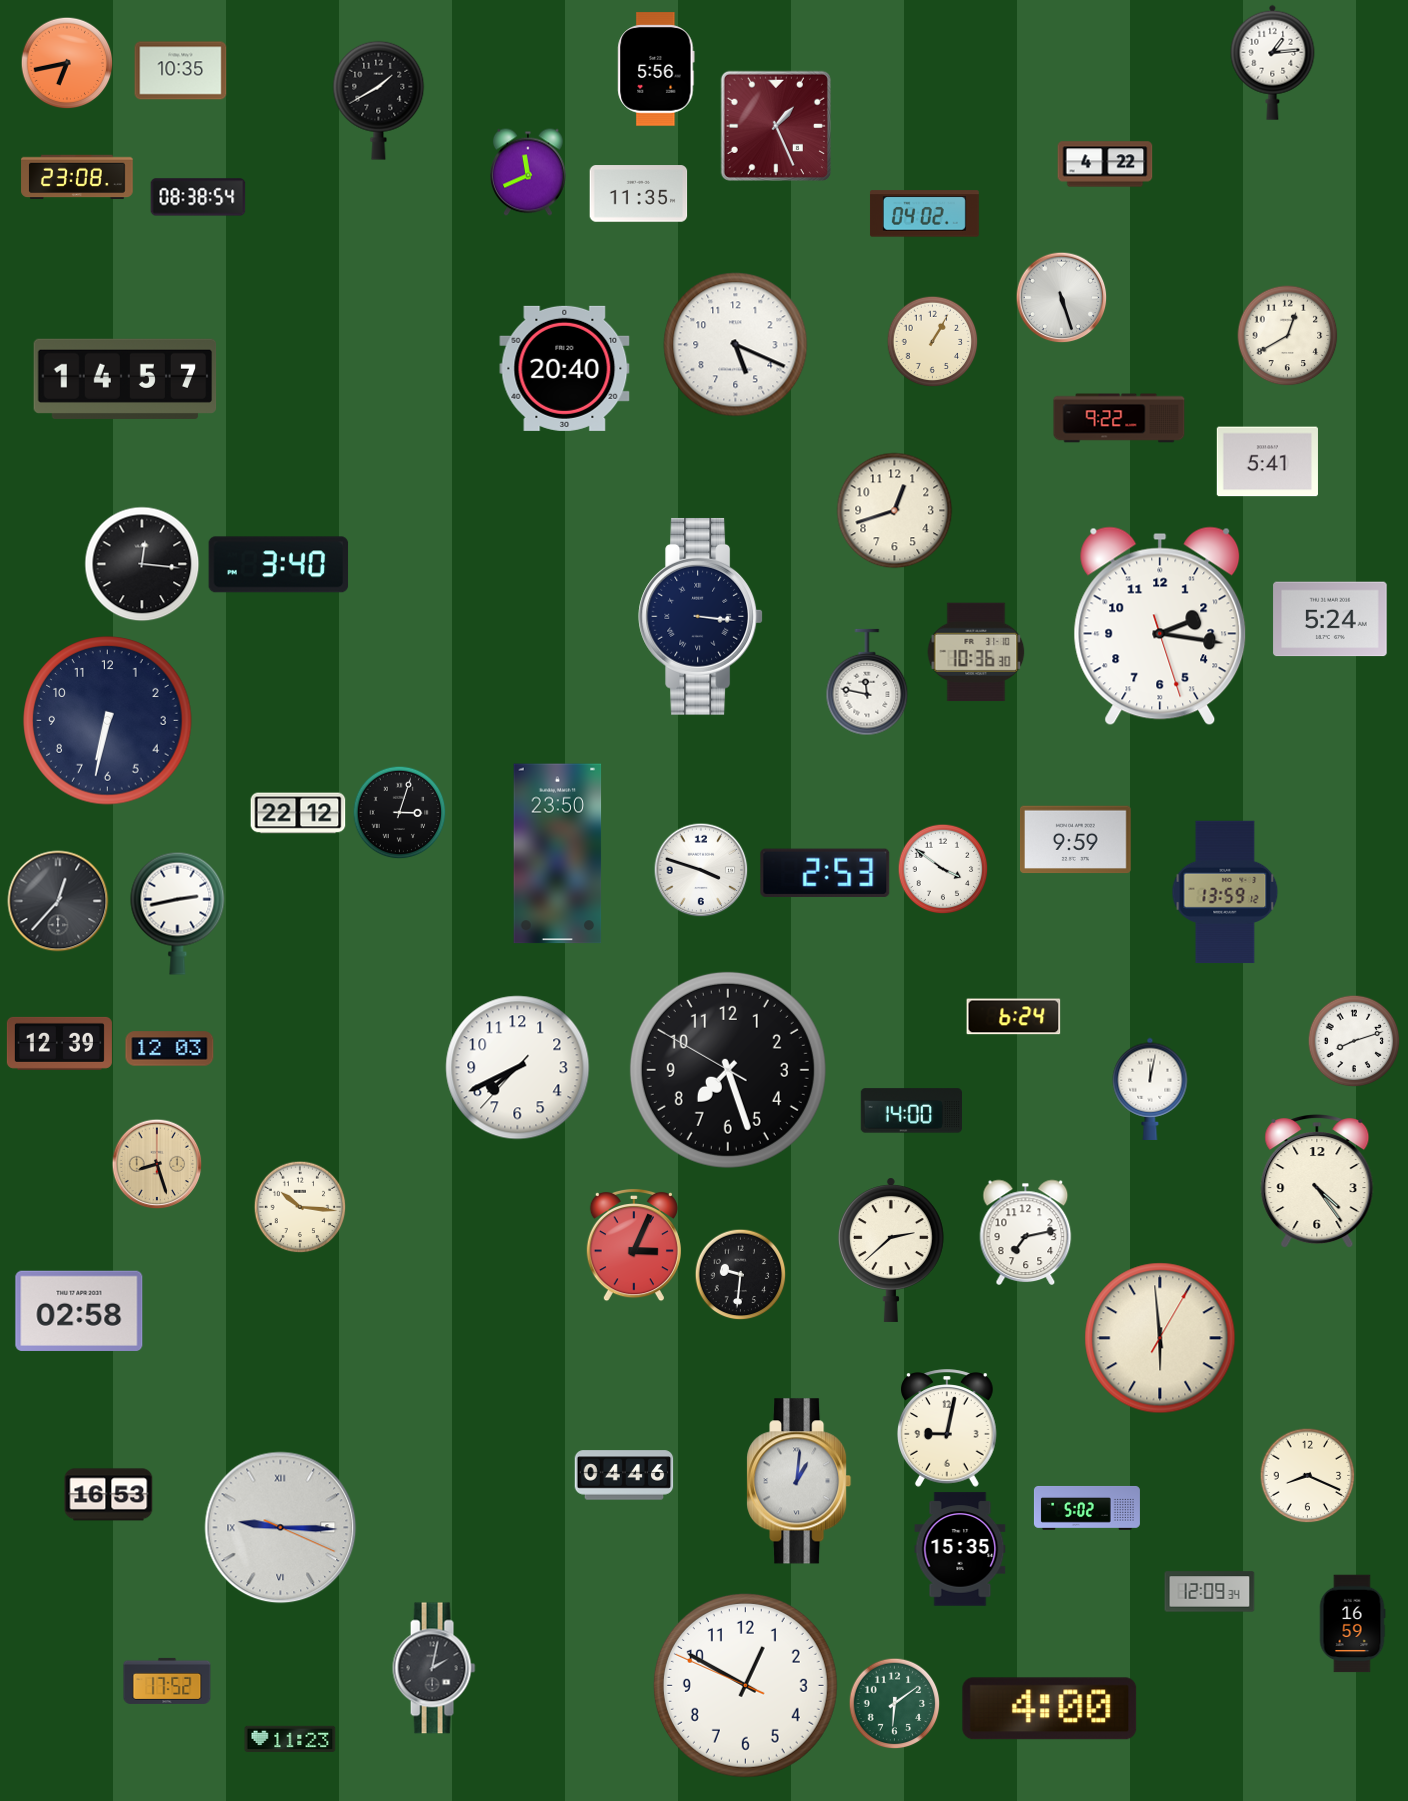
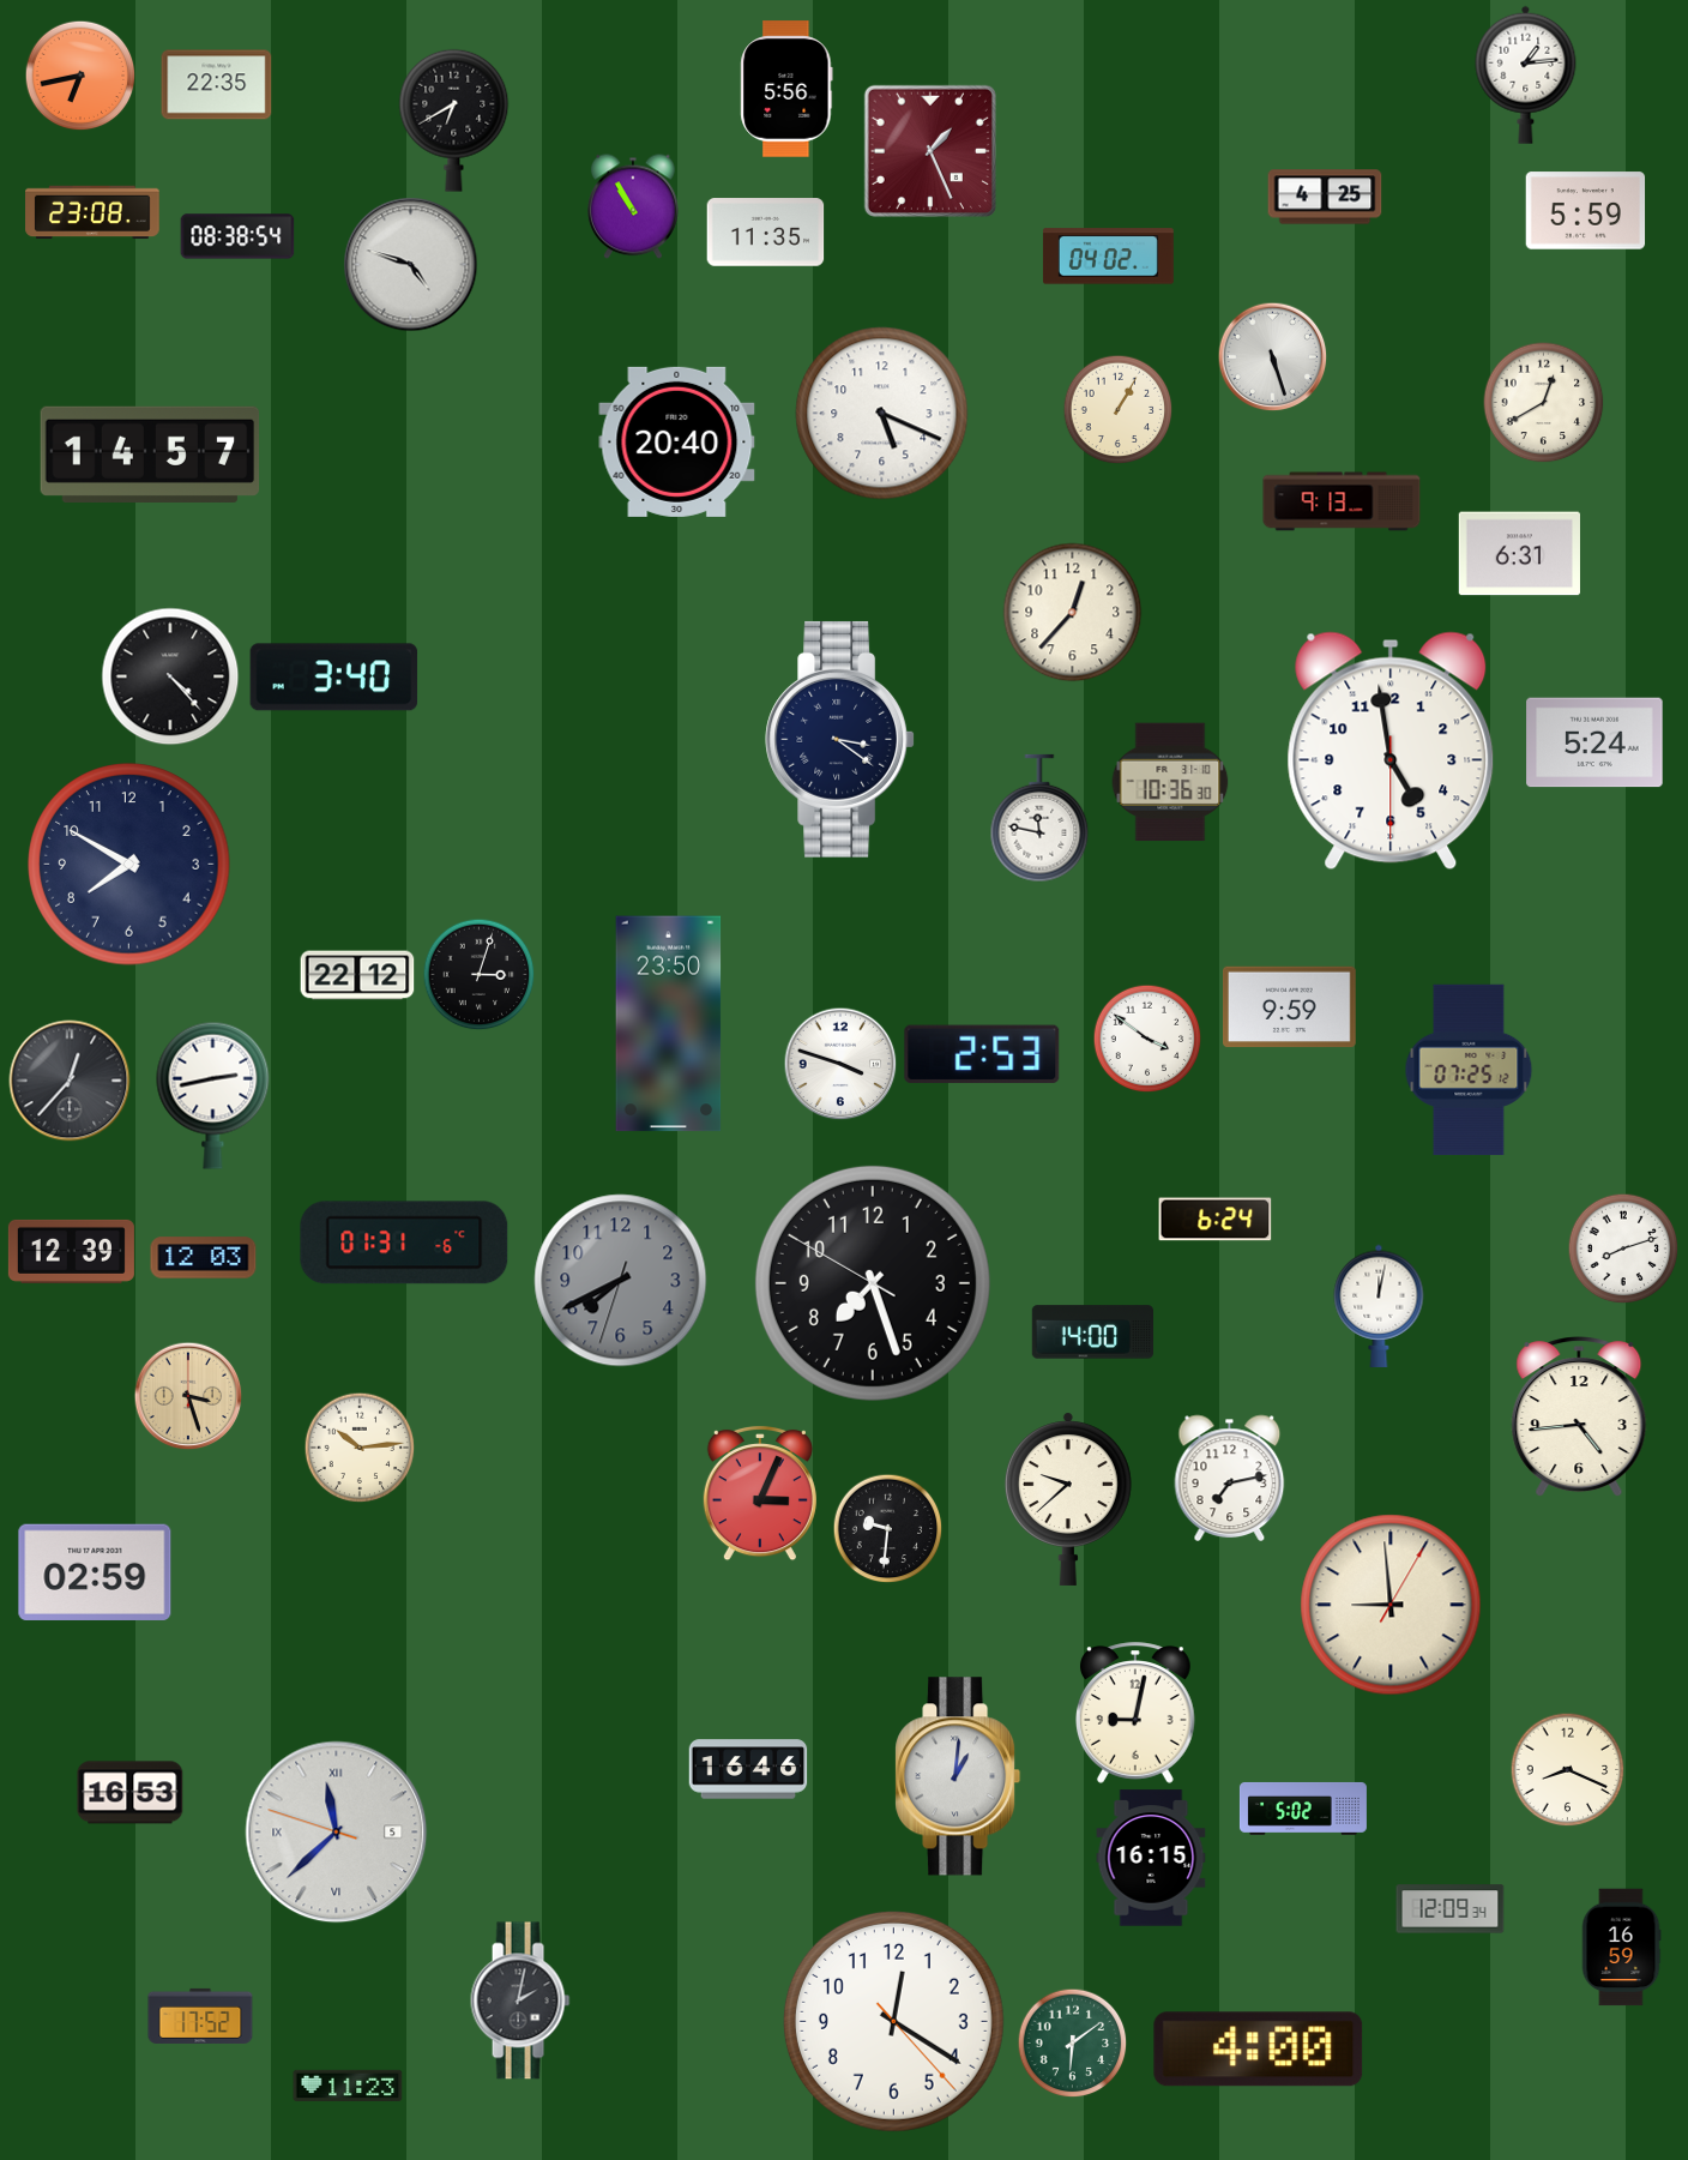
clock at (656, 69) position: (656, 69) -> (786, 89)
clock at (181, 71): 10:35 -> 22:35
clock at (379, 100): 1:40 -> 6:40
clock at (1105, 164): 4:22 -> 4:25
clock at (528, 172): 11:41 -> 10:55
clock at (1586, 211): none -> 5:59
clock at (411, 265): none -> 4:48
clock at (1119, 418): 9:22 -> 9:13
clock at (1267, 462): 5:41 -> 6:31
clock at (895, 511): 12:42 -> 12:37
clock at (142, 564): 12:16 -> 4:23
clock at (700, 616): 3:16 -> 3:21
clock at (1160, 626): 2:16 -> 4:58
clock at (108, 721): 6:32 -> 7:50
clock at (943, 869) position: (943, 869) -> (1147, 1039)
clock at (701, 870) position: (701, 870) -> (840, 1064)
clock at (825, 872) position: (825, 872) -> (982, 1053)
clock at (1225, 892): 13:59 -> 07:25
clock at (404, 1243): none -> 01:31
clock at (518, 1068): 7:40:37 -> 7:40:33
clock at (518, 1068) dial: white -> grey
clock at (157, 1164): 8:27 -> 3:27
clock at (1317, 1182): 4:24 -> 4:44
clock at (300, 1207): 10:16 -> 10:14
clock at (891, 1250): 2:38 -> 9:38
clock at (79, 1311): 02:58 -> 02:59
clock at (1160, 1338): 5:59 -> 8:59
clock at (624, 1475): 04:46 -> 16:46
clock at (281, 1528): 9:15 -> 11:37
clock at (960, 1549): 15:35 -> 16:15
clock at (745, 1685): 12:49 -> 12:20
